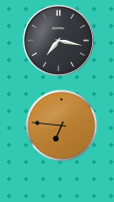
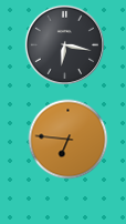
clock at (58, 40): 7:17 -> 6:17
